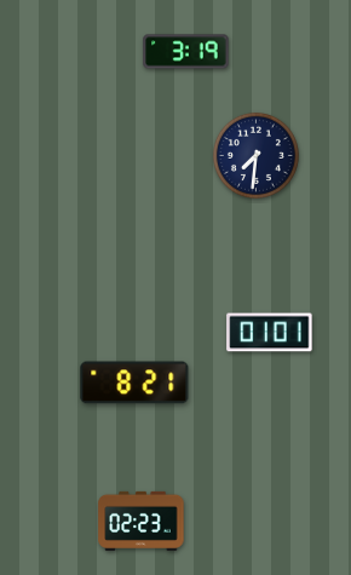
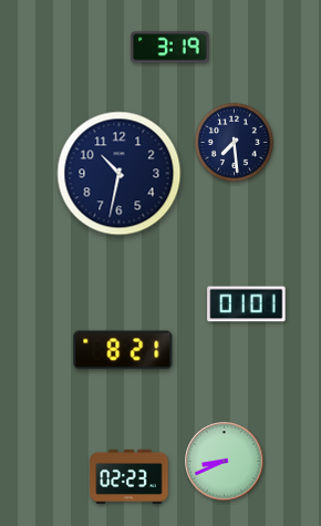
clock at (255, 155): 7:31 -> 7:29
clock at (120, 174): none -> 10:32
clock at (225, 462): none -> 8:41
